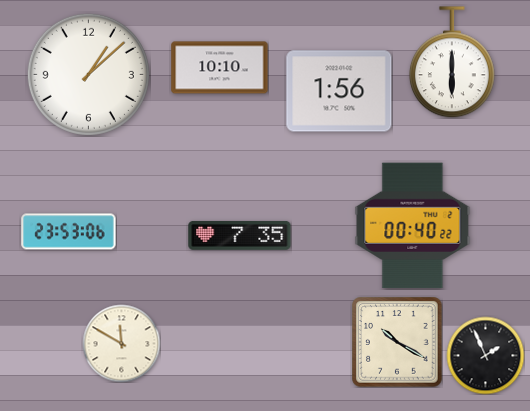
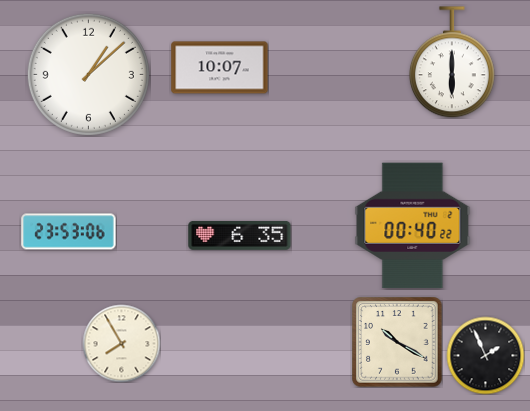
clock at (220, 68): 10:10 -> 10:07
clock at (339, 91): 1:56 -> none
clock at (240, 235): 7:35 -> 6:35
clock at (121, 343): 11:50 -> 7:55
